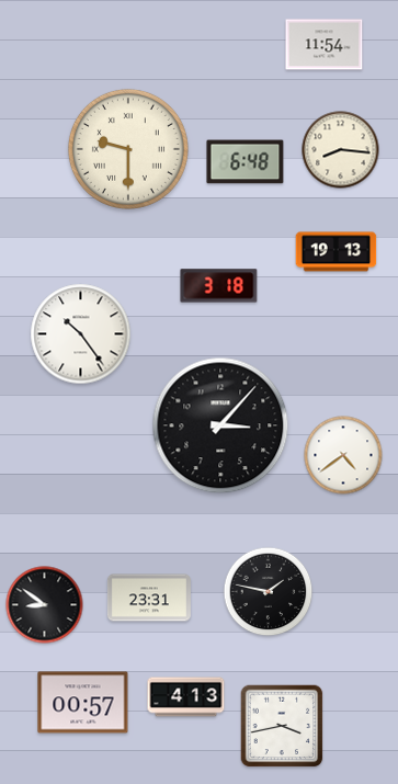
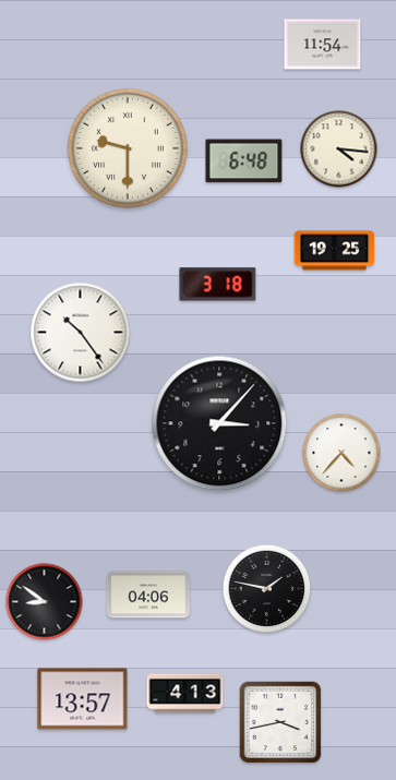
clock at (341, 150): 8:16 -> 4:16
clock at (337, 252): 19:13 -> 19:25
clock at (343, 455): 4:39 -> 4:37
clock at (149, 598): 23:31 -> 04:06
clock at (83, 703): 00:57 -> 13:57
